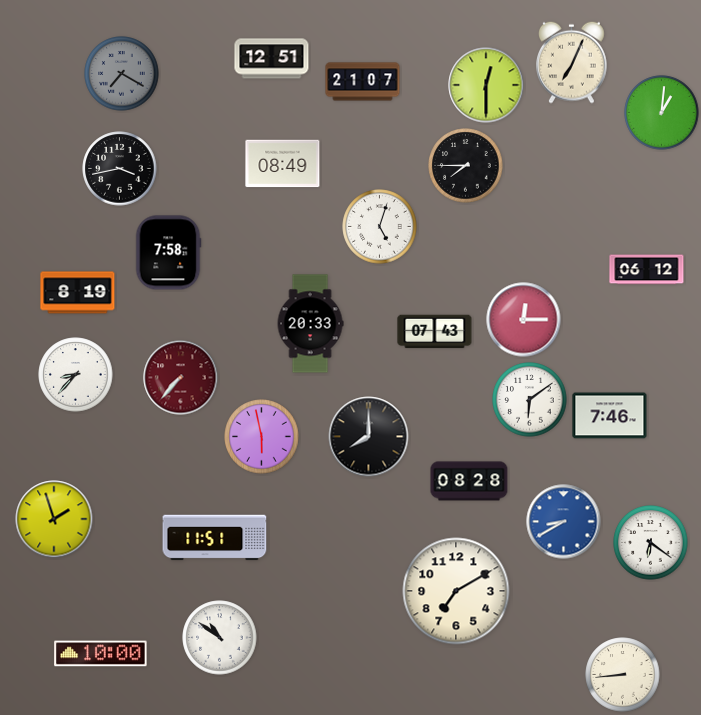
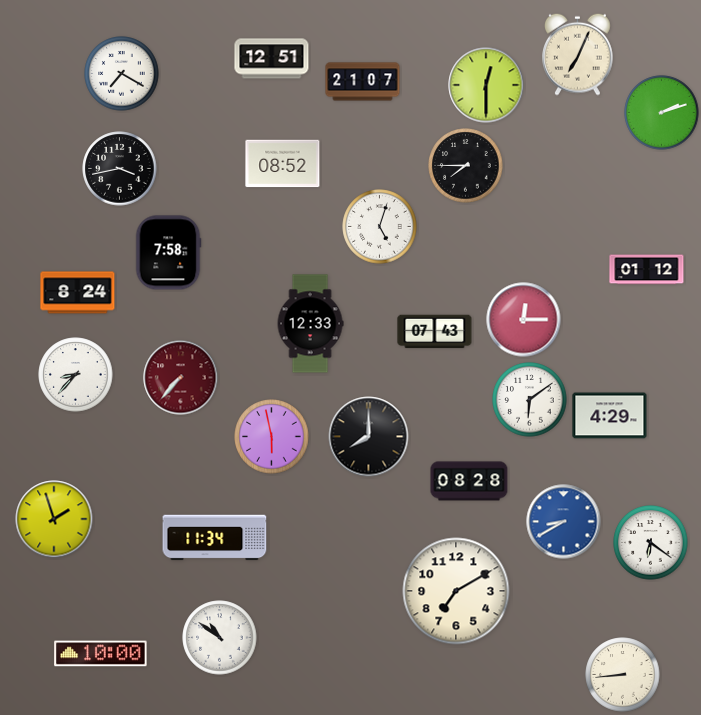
clock at (572, 62) position: (572, 62) -> (578, 54)
clock at (122, 74) dial: grey -> white
clock at (662, 113): 1:01 -> 2:12
clock at (283, 164): 08:49 -> 08:52
clock at (647, 270): 06:12 -> 01:12
clock at (78, 293): 8:19 -> 8:24
clock at (310, 324): 20:33 -> 12:33
clock at (610, 416): 7:46 -> 4:29
clock at (262, 437) position: (262, 437) -> (272, 437)
clock at (215, 538): 11:51 -> 11:34
